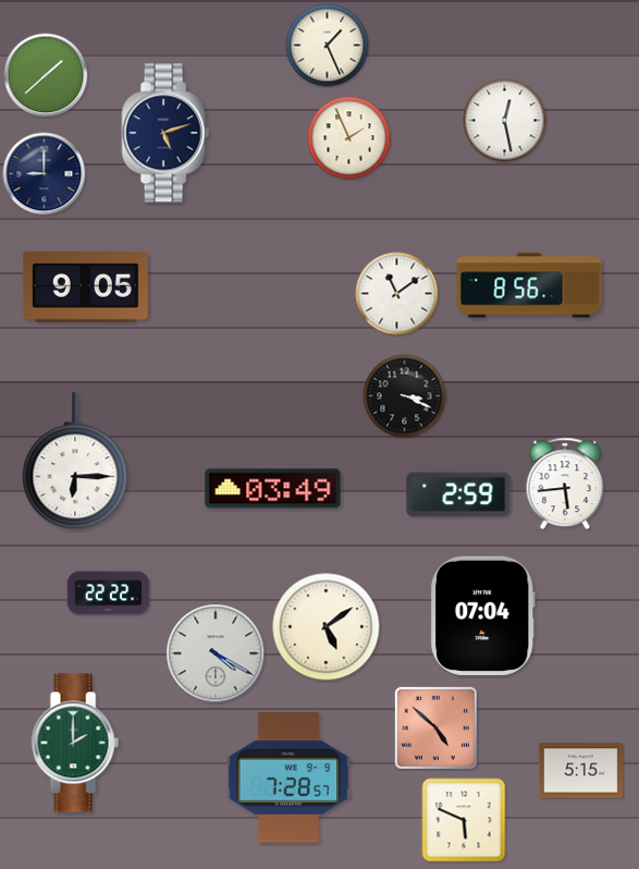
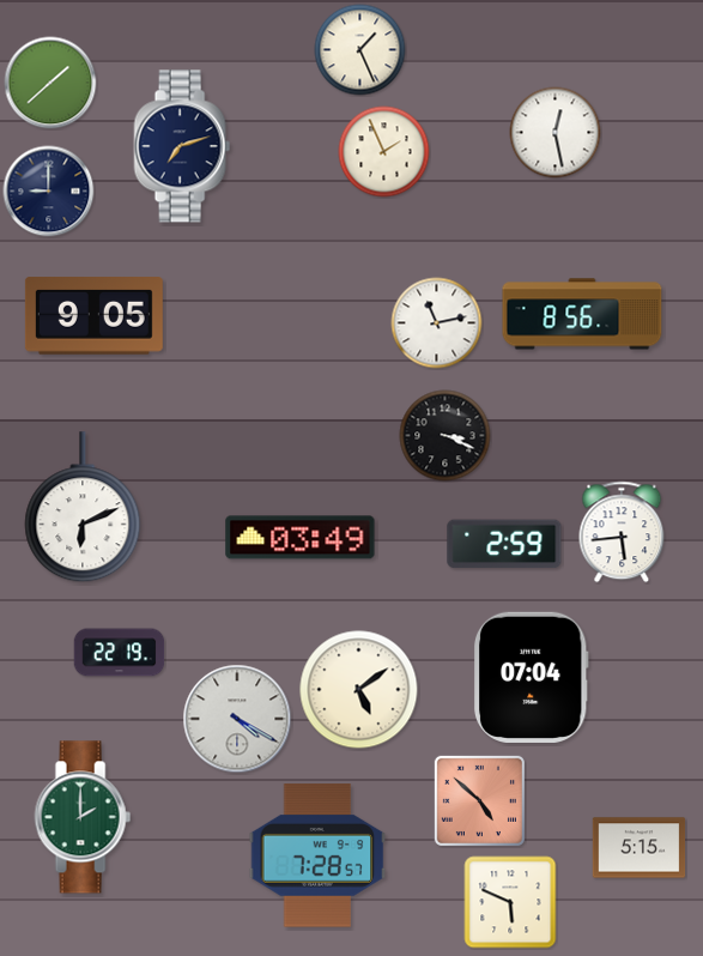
clock at (165, 133): 5:12 -> 7:12
clock at (397, 294): 11:09 -> 11:13
clock at (75, 462): 6:15 -> 6:11
clock at (109, 593): 22:22 -> 22:19
